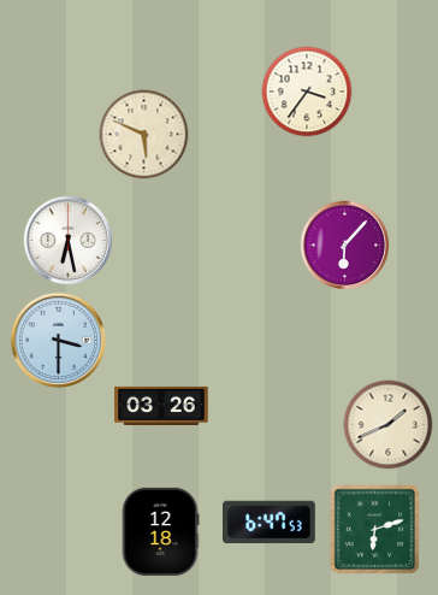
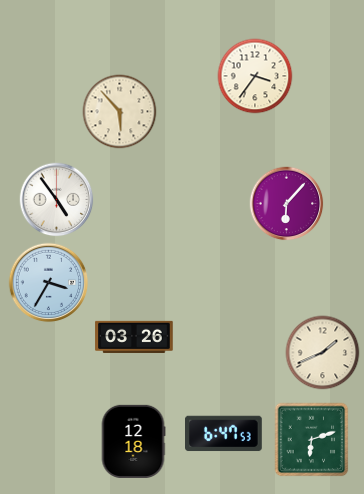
clock at (144, 135): 5:49 -> 5:53
clock at (69, 241): 6:28 -> 4:54
clock at (59, 341): 3:30 -> 3:35
